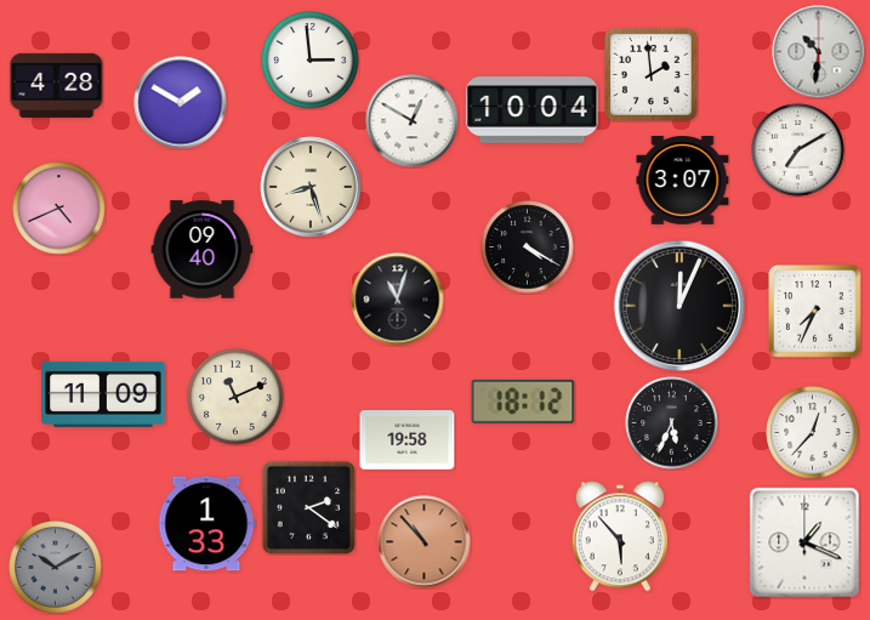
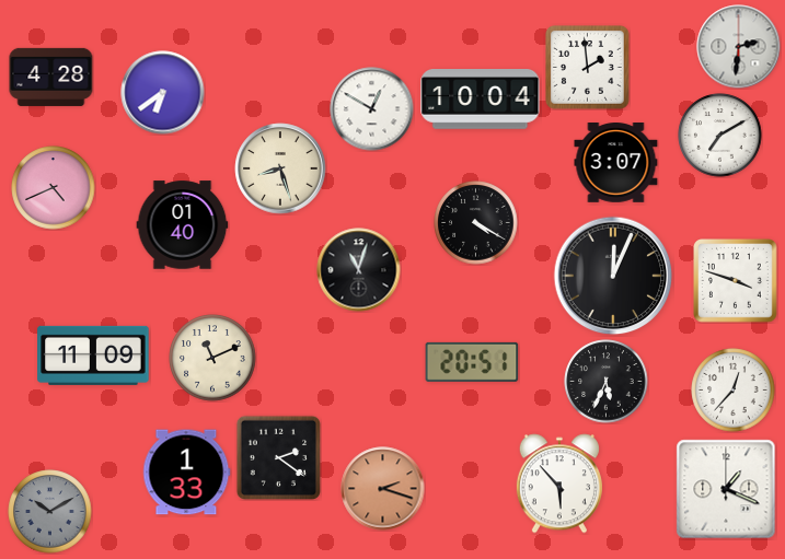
clock at (819, 52): 10:31 -> 2:31
clock at (311, 61): 2:59 -> none
clock at (181, 103): 1:50 -> 6:39
clock at (203, 250): 09:40 -> 01:40
clock at (815, 312): 7:34 -> 3:48
clock at (523, 402): 18:12 -> 20:51
clock at (408, 440): 19:58 -> none
clock at (425, 542): 10:53 -> 2:18
